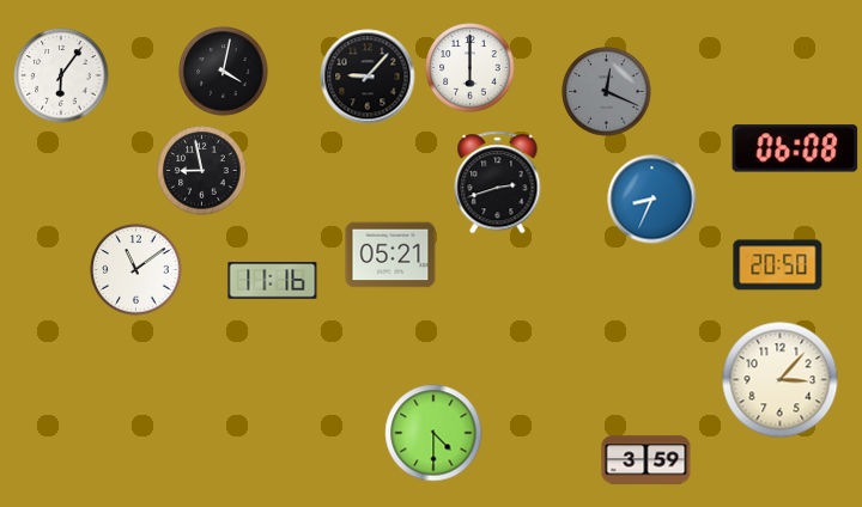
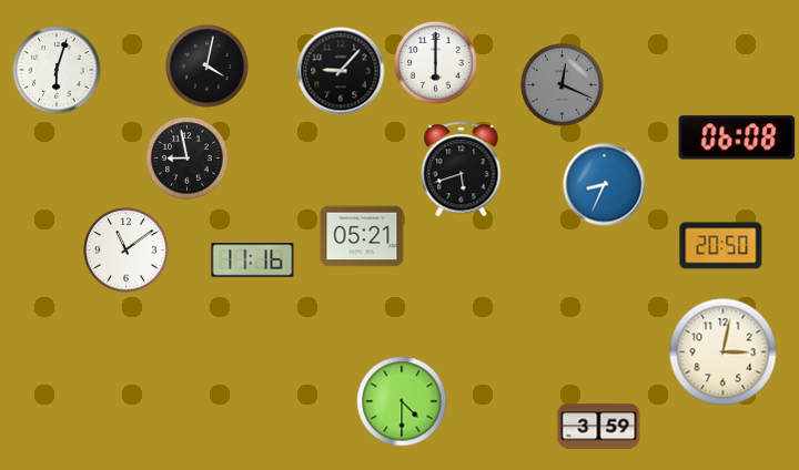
clock at (61, 75): 6:06 -> 6:03
clock at (498, 183): 2:42 -> 5:42
clock at (781, 380): 3:07 -> 3:02
